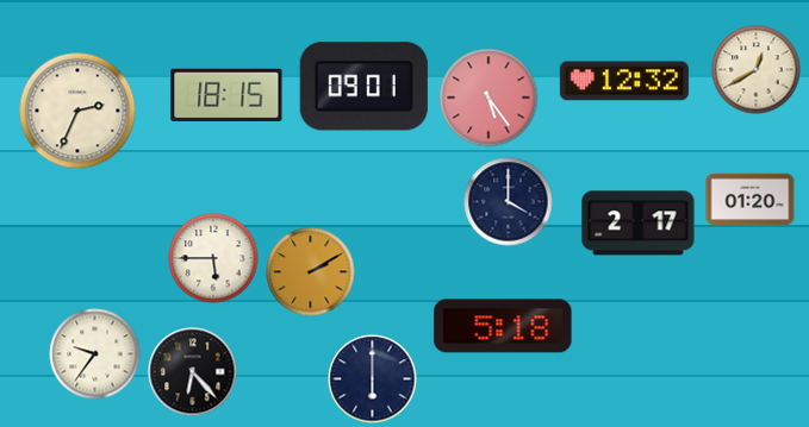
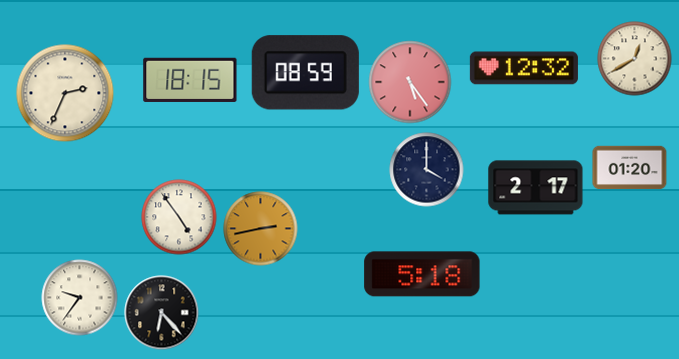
clock at (363, 87): 09:01 -> 08:59
clock at (213, 258): 5:45 -> 4:54
clock at (311, 272): 2:10 -> 2:43
clock at (373, 379): 6:00 -> none
